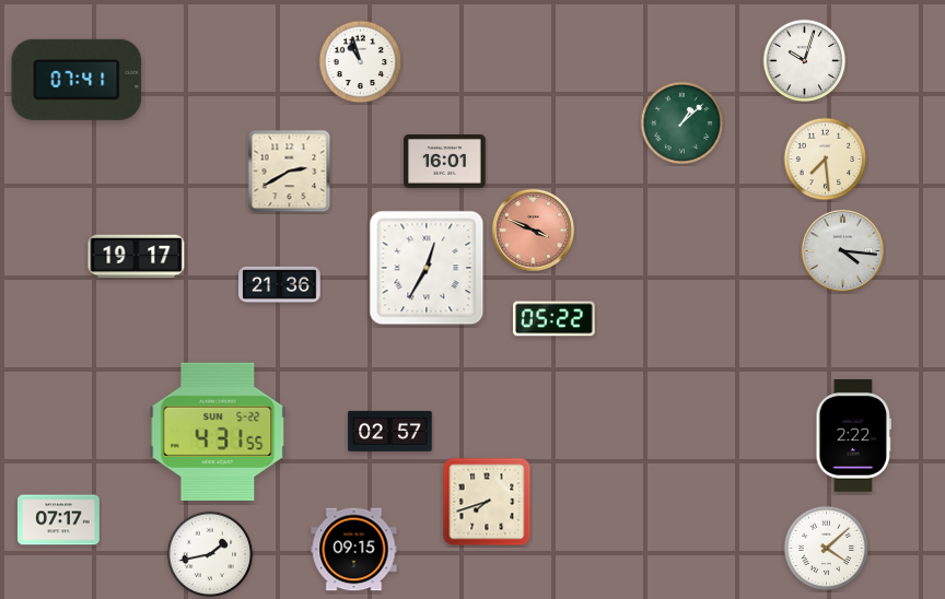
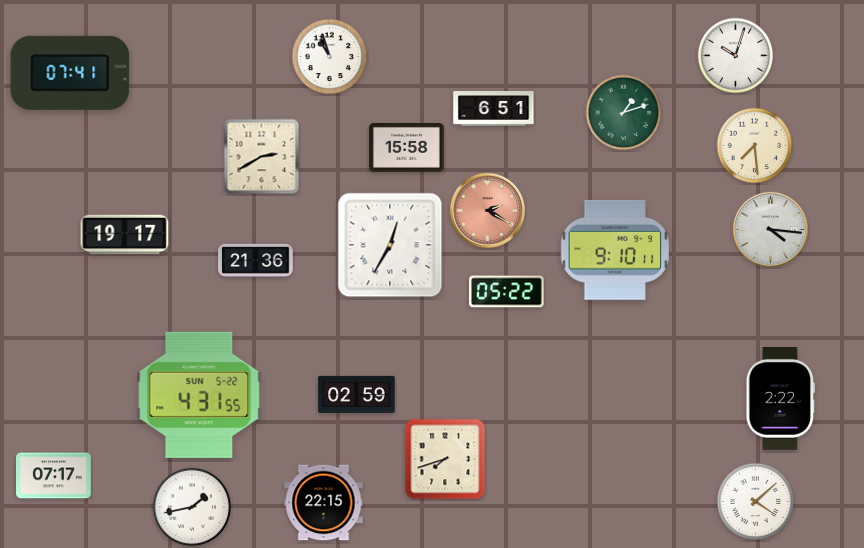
clock at (494, 109): none -> 6:51
clock at (682, 124): 1:08 -> 1:12
clock at (445, 161): 16:01 -> 15:58
clock at (290, 172) position: (290, 172) -> (262, 157)
clock at (533, 230): 3:49 -> 2:20
clock at (614, 250): none -> 9:10
clock at (390, 431): 02:57 -> 02:59
clock at (354, 550): 09:15 -> 22:15
